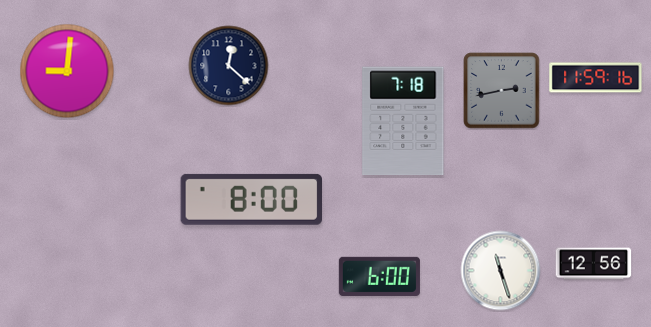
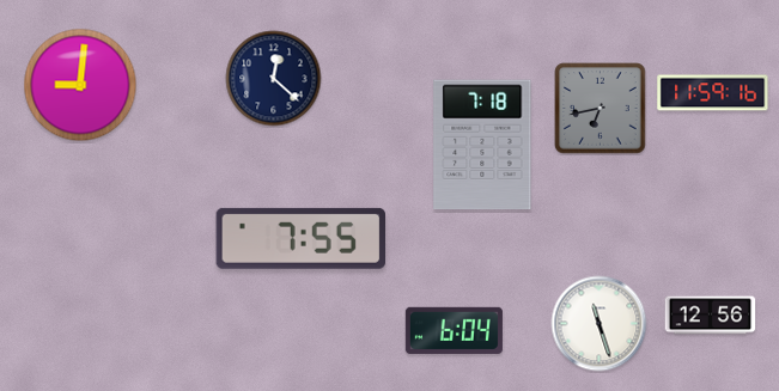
clock at (502, 91): 2:43 -> 6:43
clock at (251, 199): 8:00 -> 7:55
clock at (379, 276): 6:00 -> 6:04
